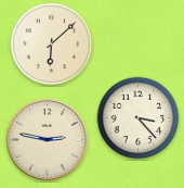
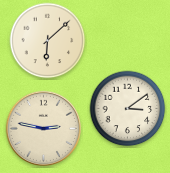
clock at (139, 118): 3:23 -> 3:09
